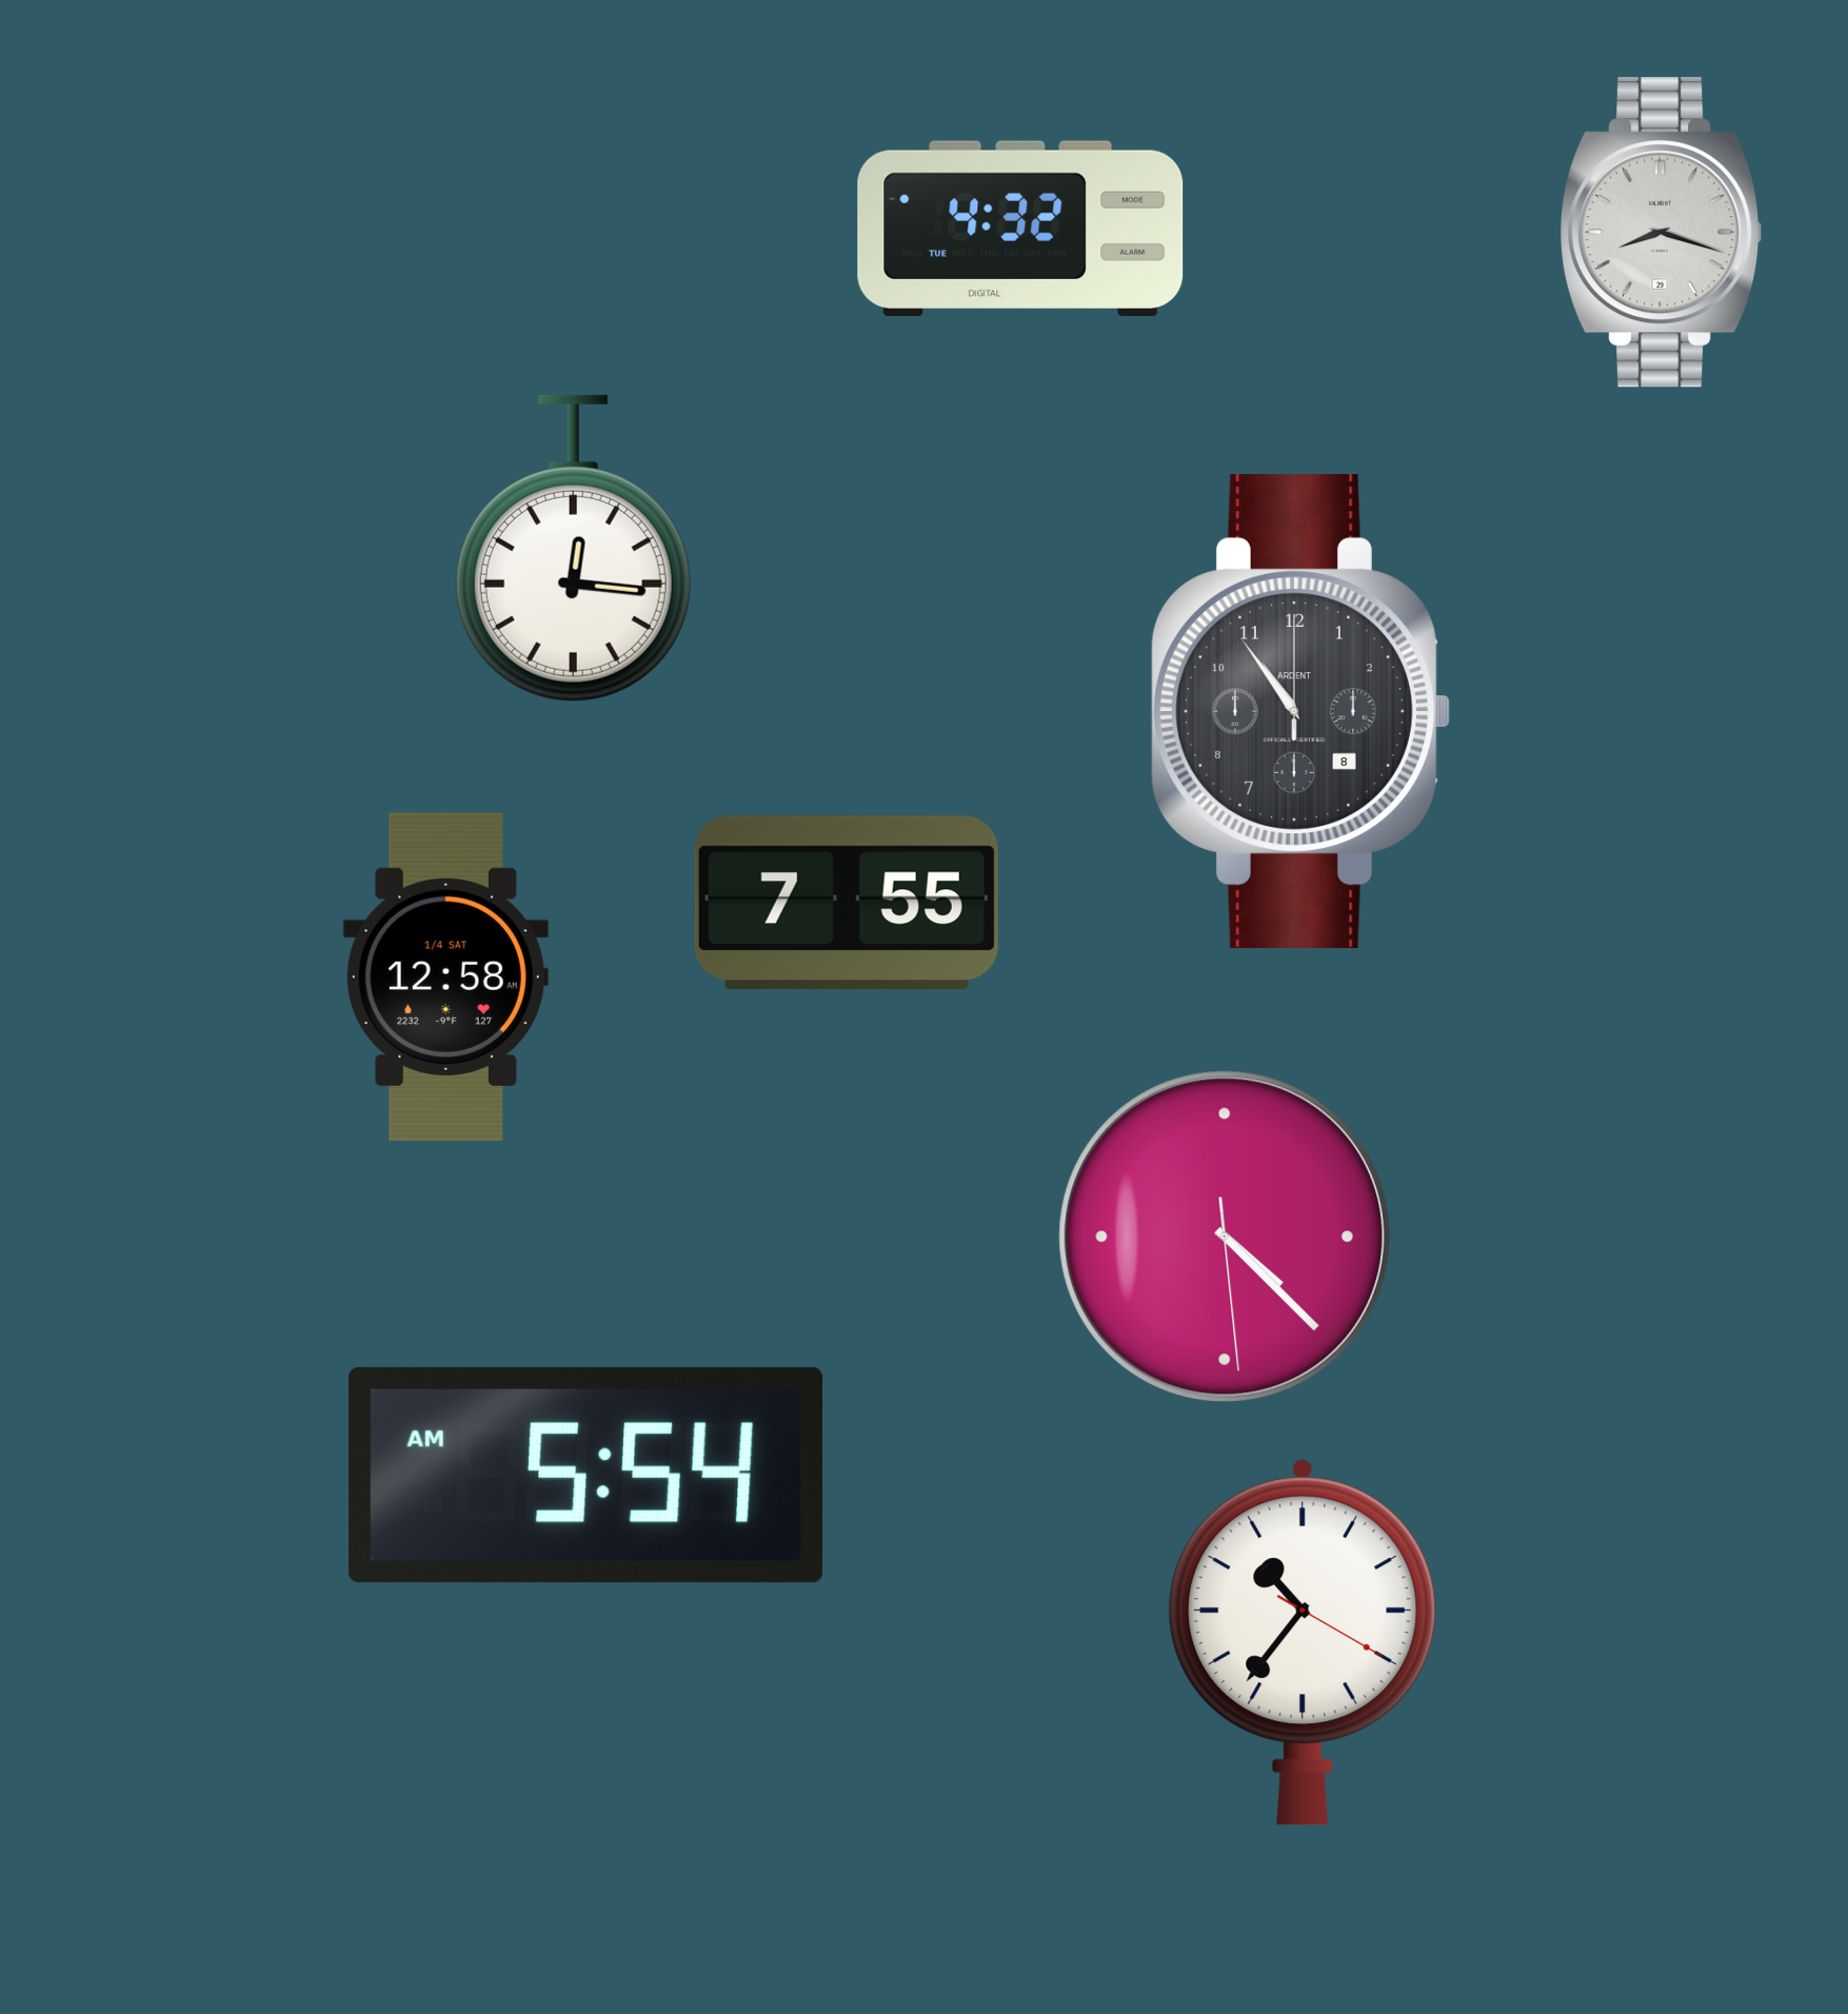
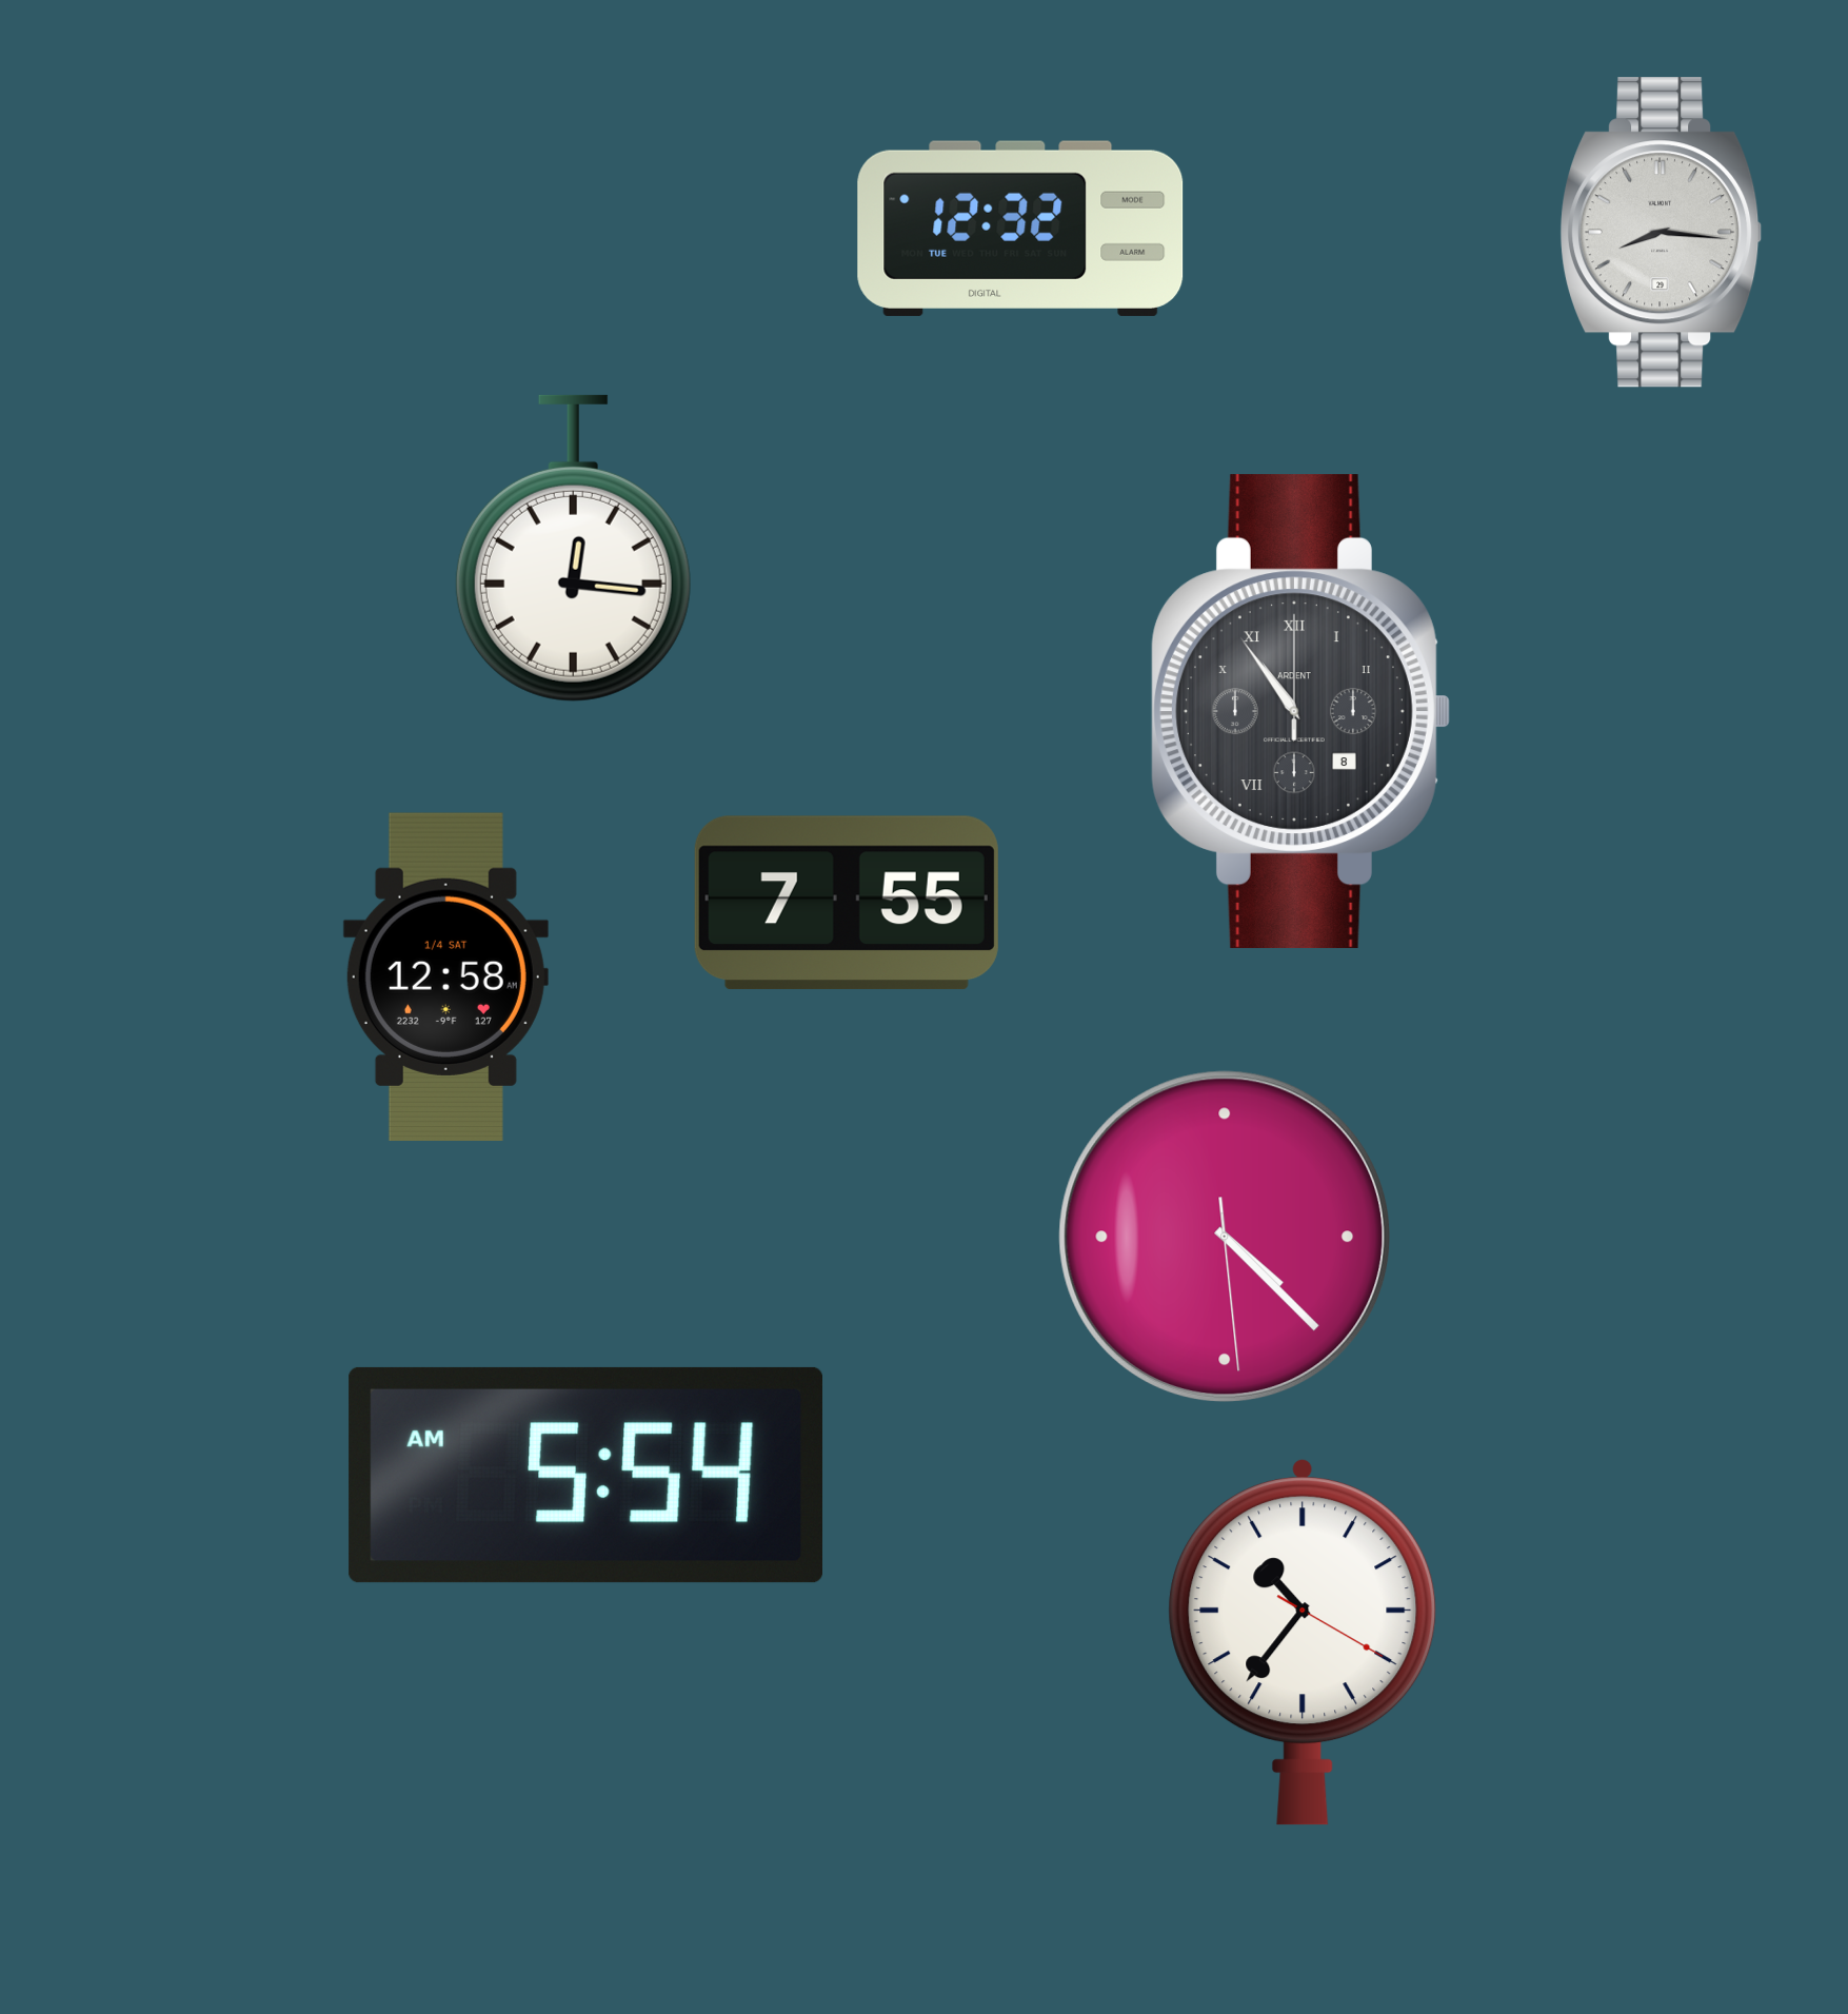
clock at (1020, 229): 4:32 -> 12:32
clock at (1662, 233): 8:18 -> 8:16
clock at (1300, 712) numerals: Arabic -> Roman
